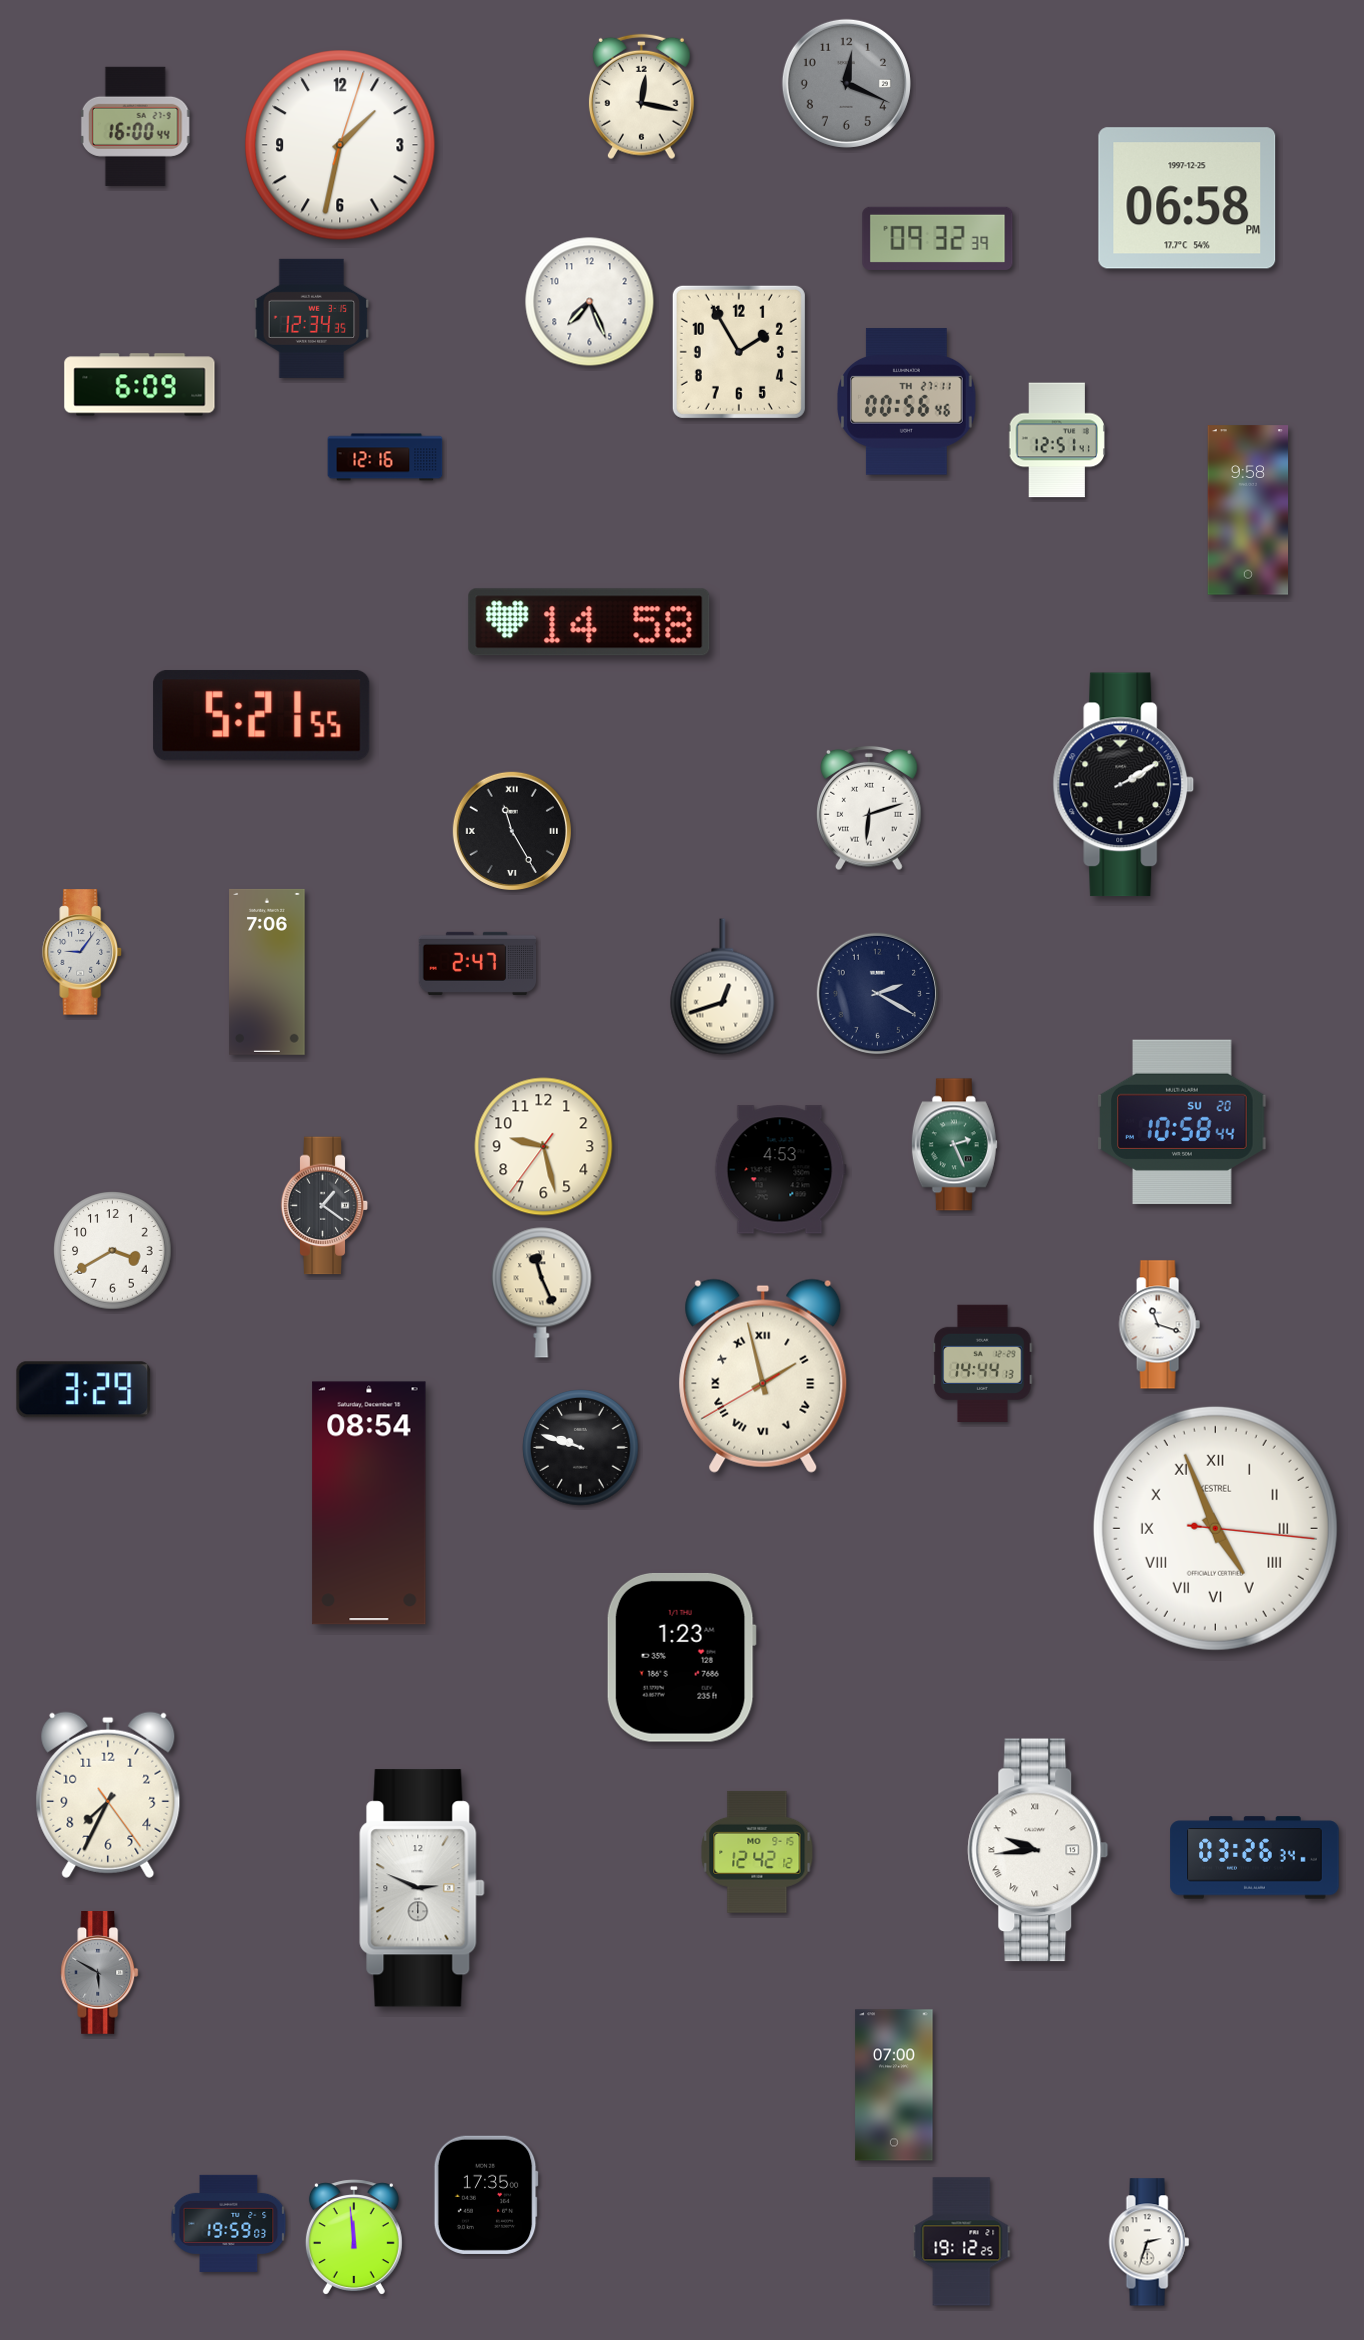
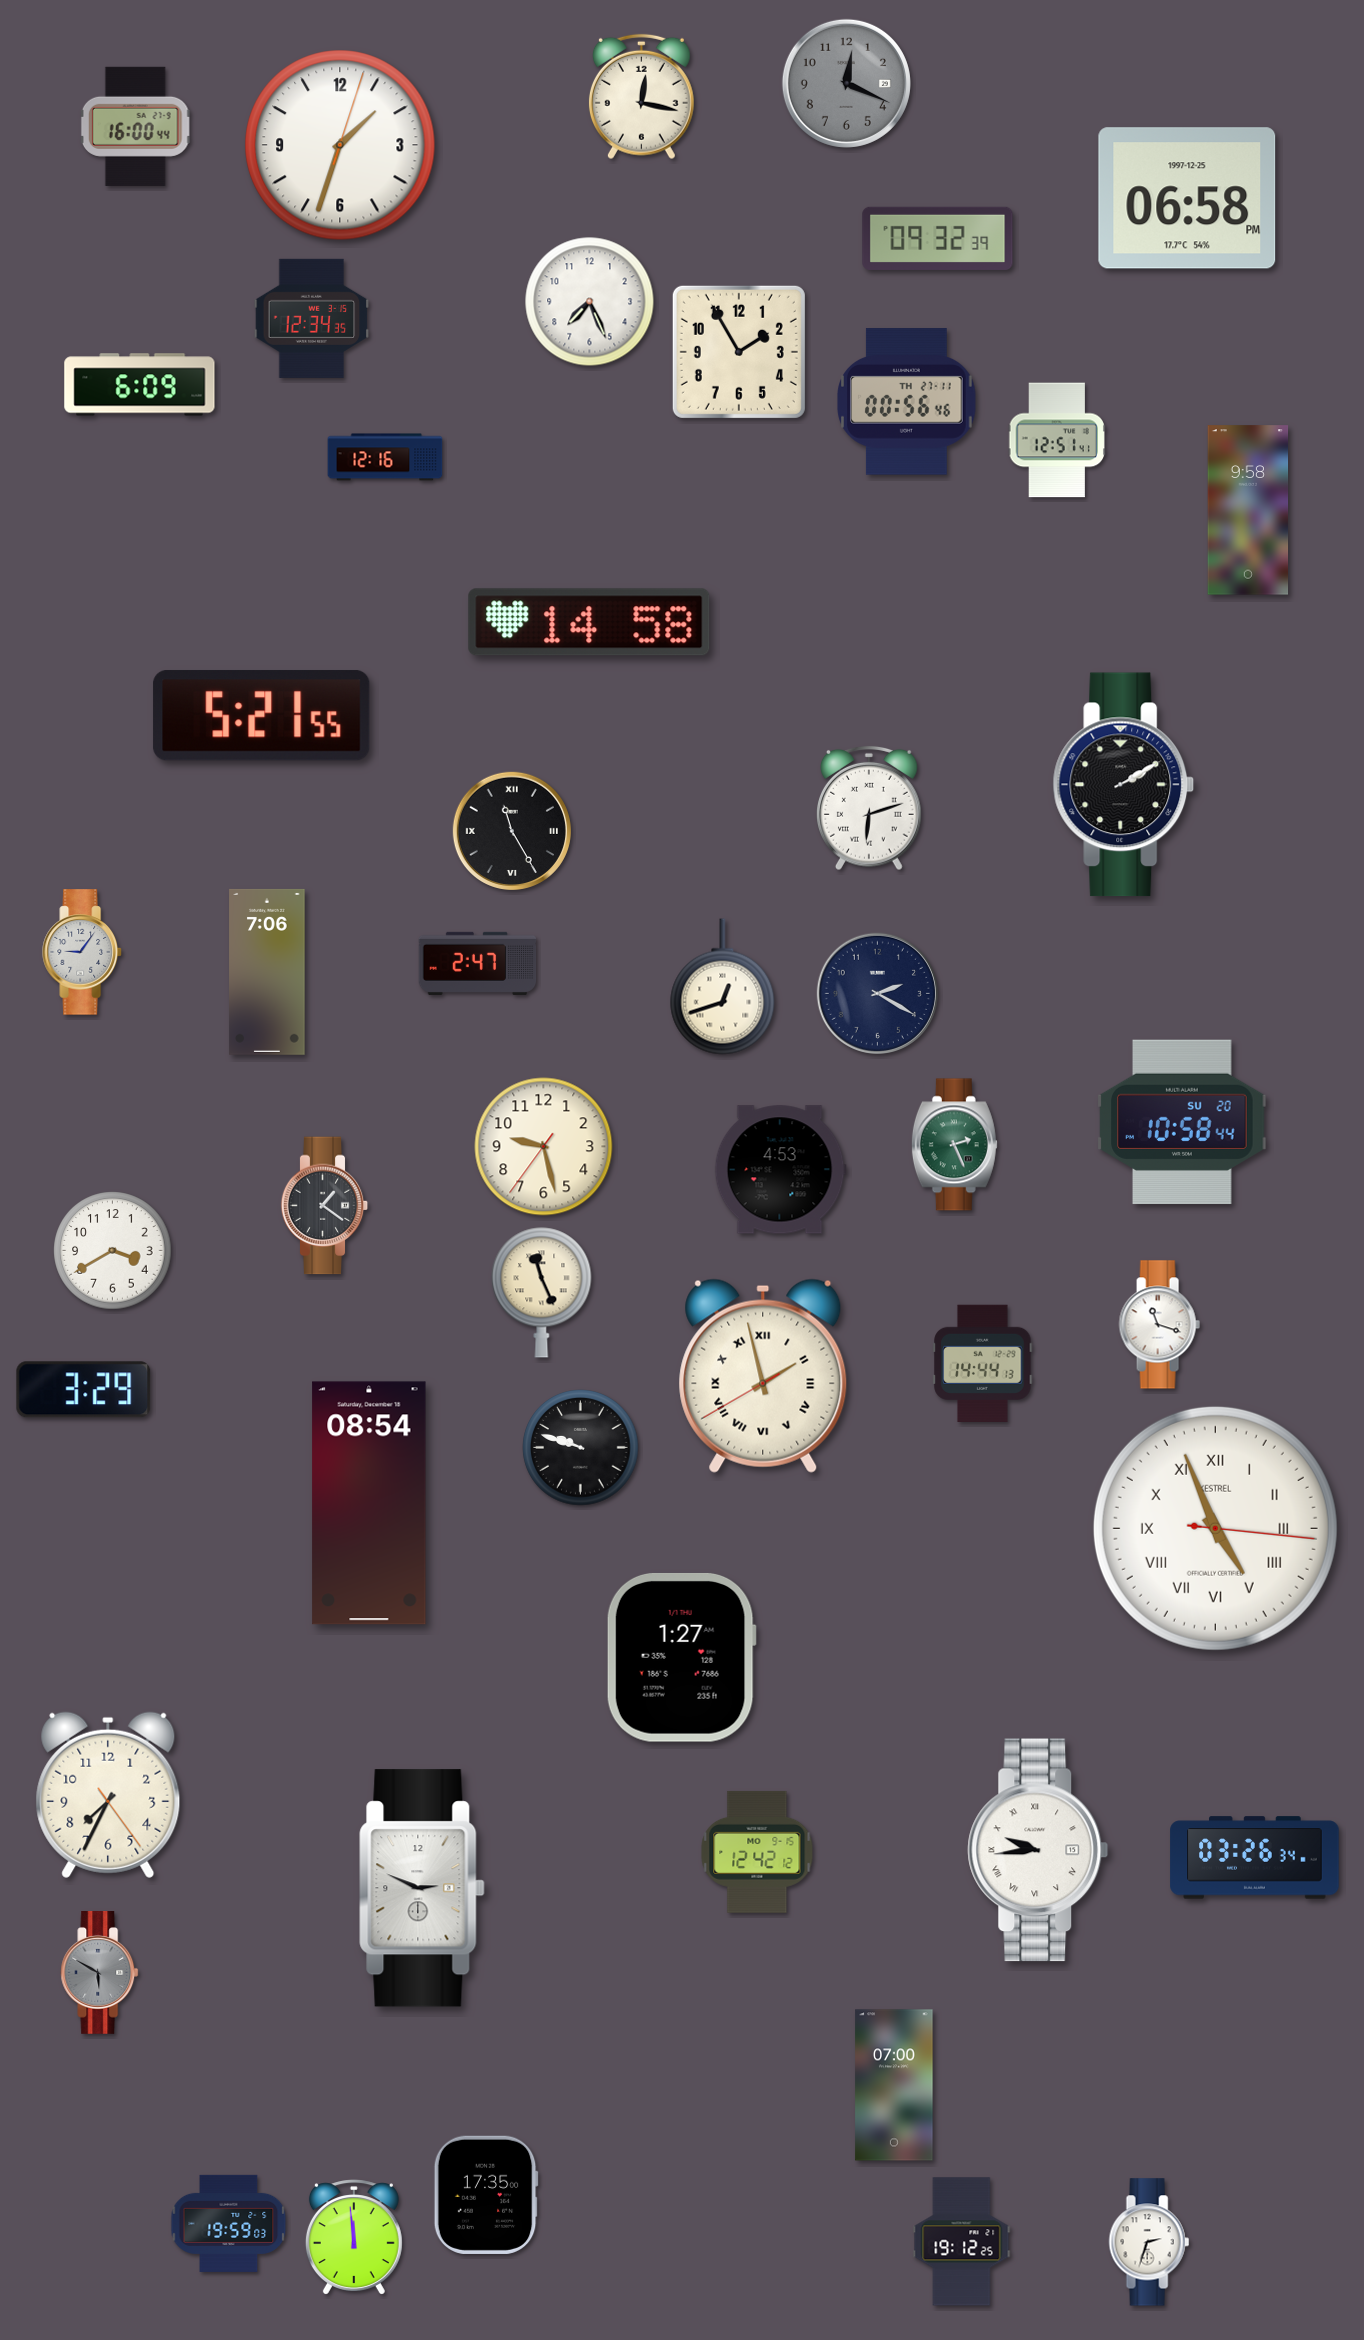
clock at (340, 145): 1:32 -> 1:33
clock at (681, 1657): 1:23 -> 1:27
